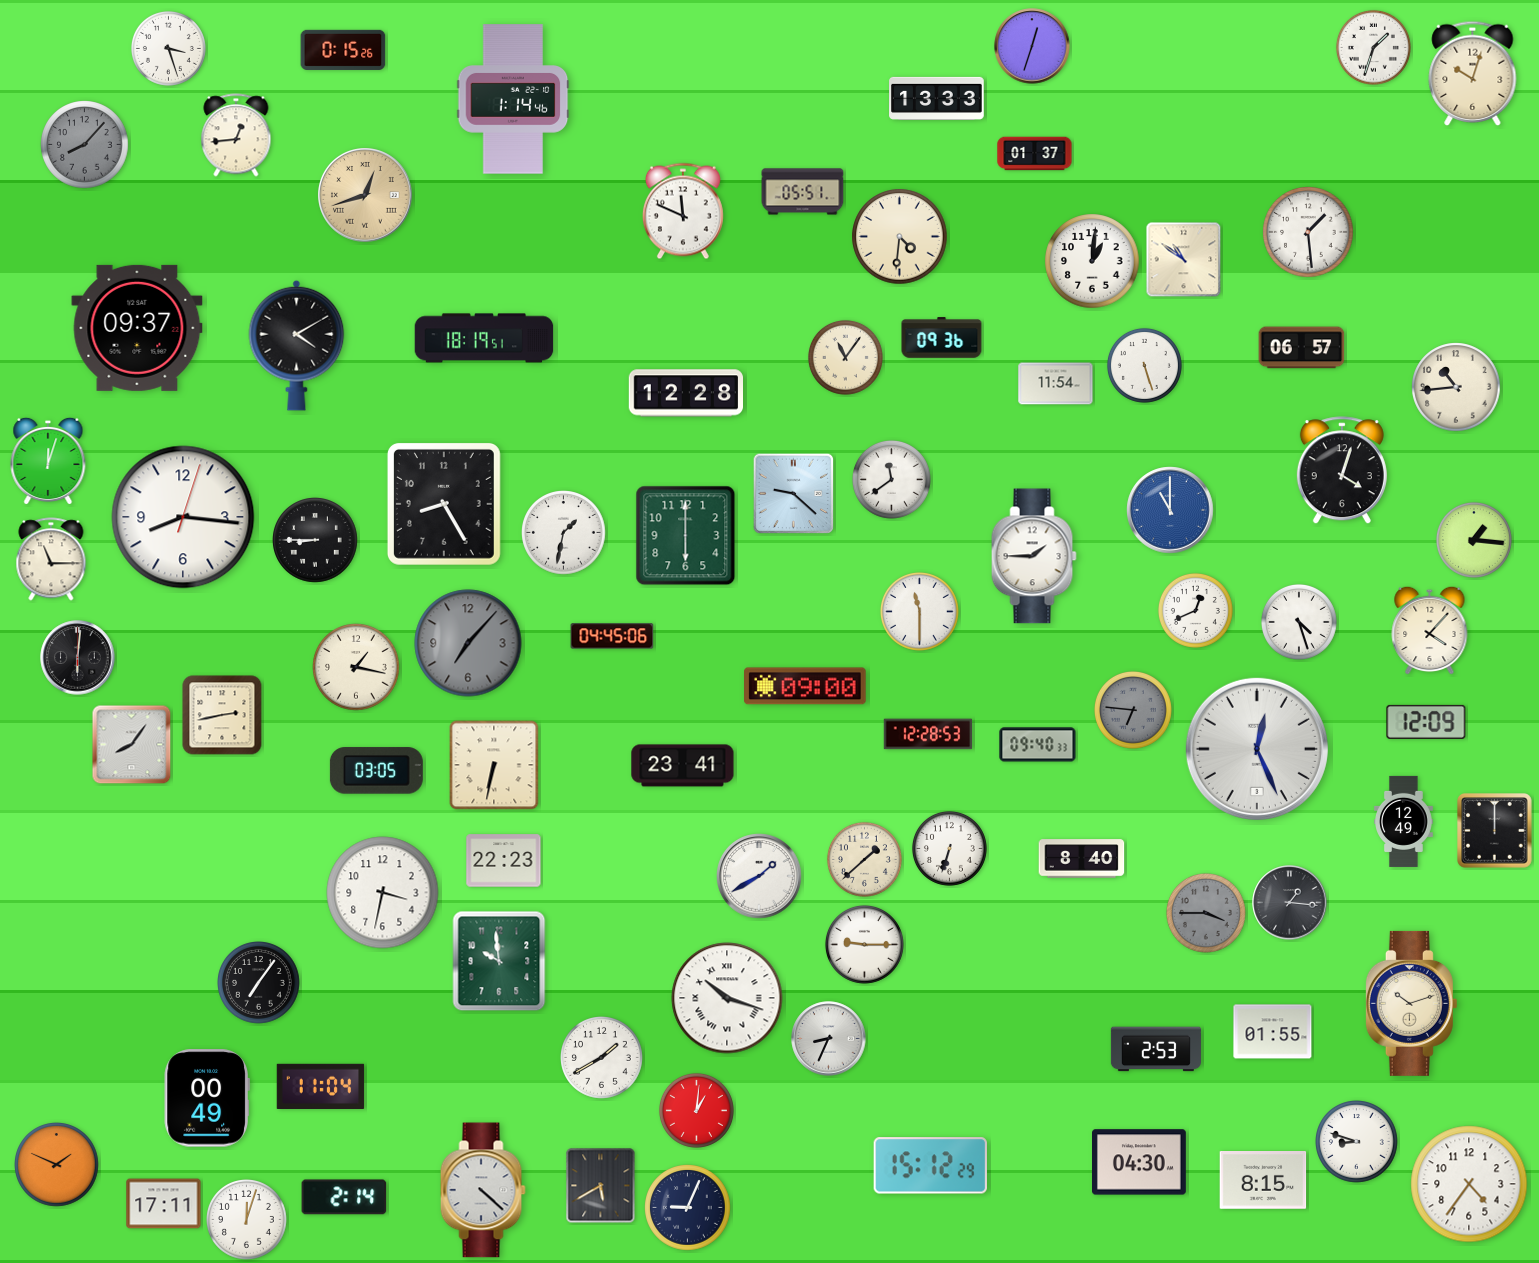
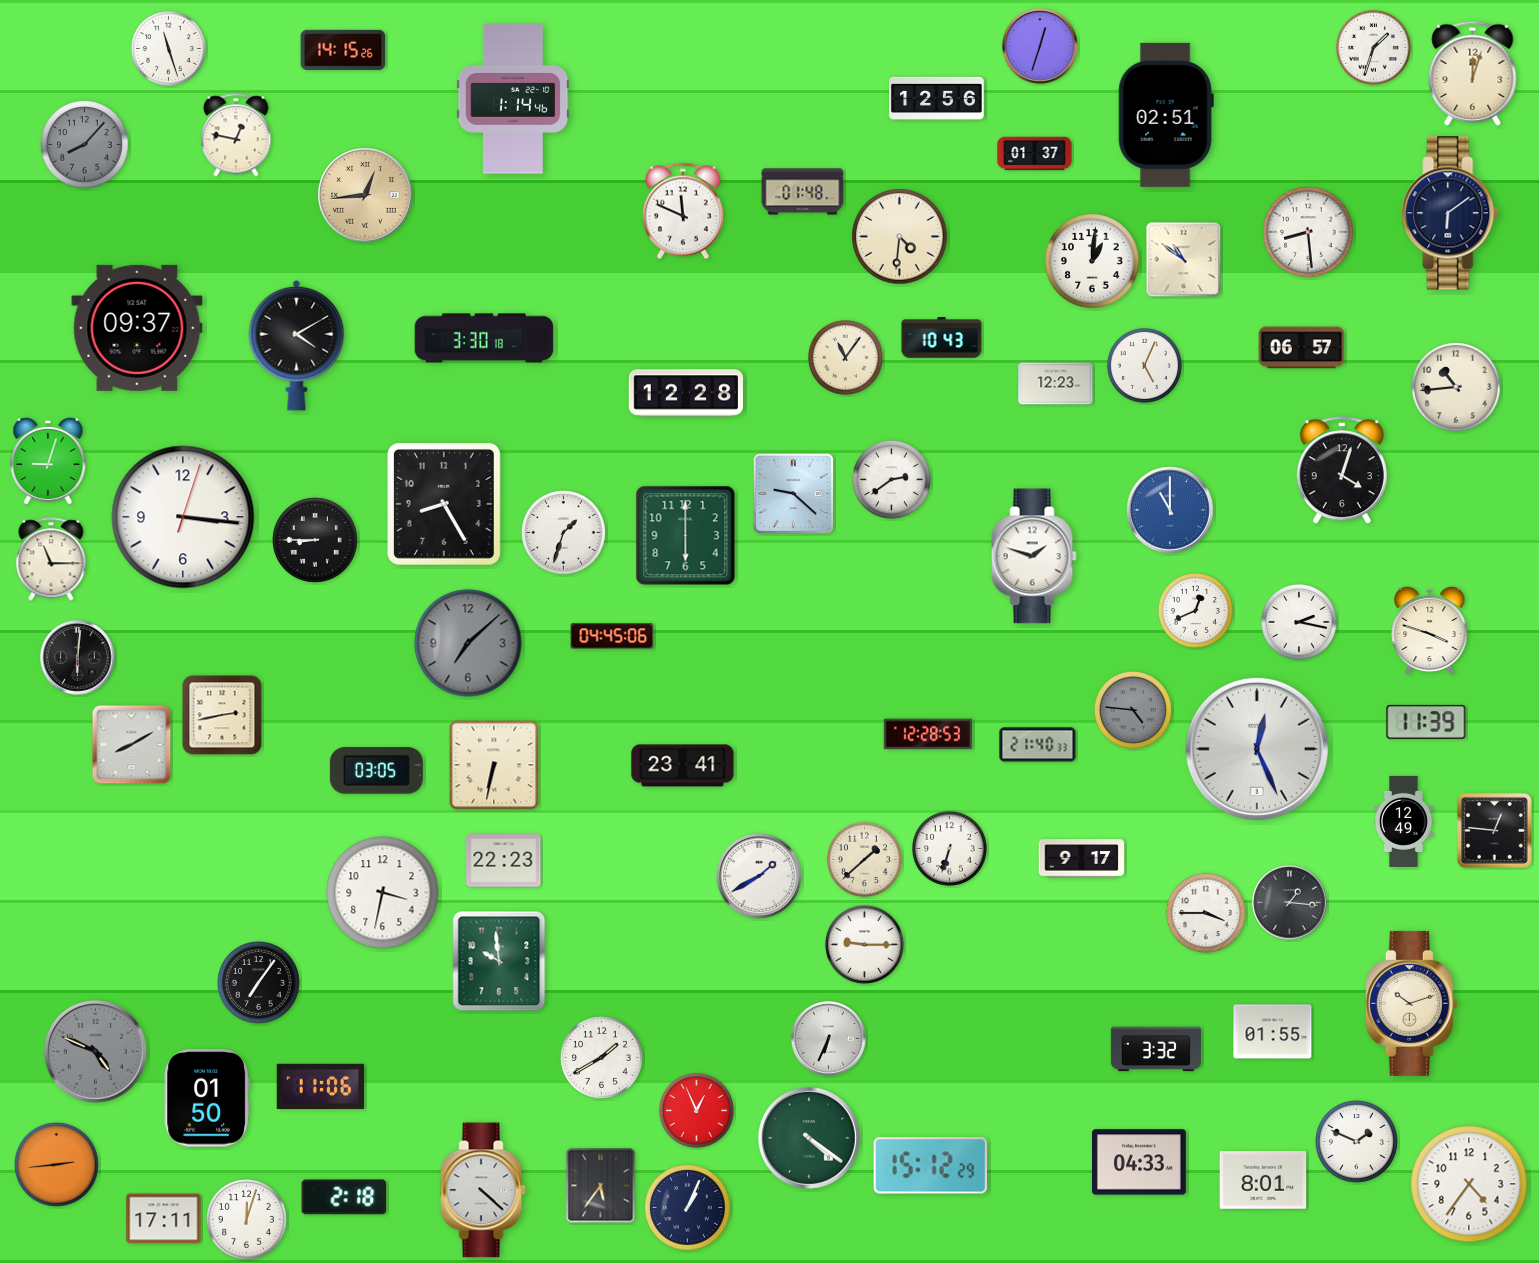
clock at (1032, 46) position: (1032, 46) -> (1040, 46)
clock at (168, 48): 3:27 -> 11:27
clock at (343, 50): 0:15 -> 14:15
clock at (1473, 73): 10:03 -> 12:03
clock at (937, 98): 13:33 -> 12:56
clock at (1166, 115): none -> 02:51
clock at (236, 135): 12:44 -> 12:47
clock at (803, 192): 05:51 -> 01:48
clock at (366, 196): 12:42 -> 12:44
clock at (1450, 213): none -> 6:09
clock at (1308, 232): 1:29 -> 8:29
clock at (484, 338): 18:19 -> 3:30
clock at (942, 338): 09:36 -> 10:43
clock at (1144, 365): 5:27 -> 5:04
clock at (1056, 384): 11:54 -> 12:23
clock at (48, 460): 12:03 -> 9:03
clock at (891, 479): 11:39 -> 2:39
clock at (183, 517): 8:16 -> 3:16
clock at (564, 533): 1:32 -> 1:33
clock at (1474, 540): 1:16 -> none
clock at (1034, 556): 1:45 -> 1:48
clock at (919, 611): 11:30 -> none
clock at (1299, 622): 4:27 -> 2:17
clock at (1430, 630): 4:07 -> 3:48
clock at (468, 643): 7:07 -> 7:08
clock at (356, 667): 1:17 -> none
clock at (805, 686): 09:00 -> none
clock at (1133, 710): 6:46 -> 4:46
clock at (1426, 722): 12:09 -> 11:39
clock at (132, 745): 8:06 -> 8:10
clock at (1038, 745): 09:40 -> 21:40
clock at (1495, 831): 12:00 -> 12:46
clock at (1082, 859): 8:40 -> 9:17
clock at (1206, 913) dial: grey -> white
clock at (727, 998): 10:18 -> none
clock at (829, 1039): 8:34 -> 6:34
clock at (1156, 1049): 2:53 -> 3:32
clock at (95, 1051): none -> 4:49
clock at (321, 1086): 11:04 -> 11:06
clock at (207, 1098): 00:49 -> 01:50
clock at (696, 1110): 1:01 -> 12:56
clock at (809, 1138): none -> 4:21
clock at (1357, 1142): 8:48 -> 1:49
clock at (1140, 1162): 04:30 -> 04:33
clock at (57, 1165): 1:49 -> 2:44
clock at (1263, 1181): 8:15 -> 8:01
clock at (601, 1186): 5:40 -> 5:36
clock at (344, 1197): 2:14 -> 2:18
clock at (164, 1204) position: (164, 1204) -> (164, 1219)
clock at (688, 1208): 9:04 -> 1:04
